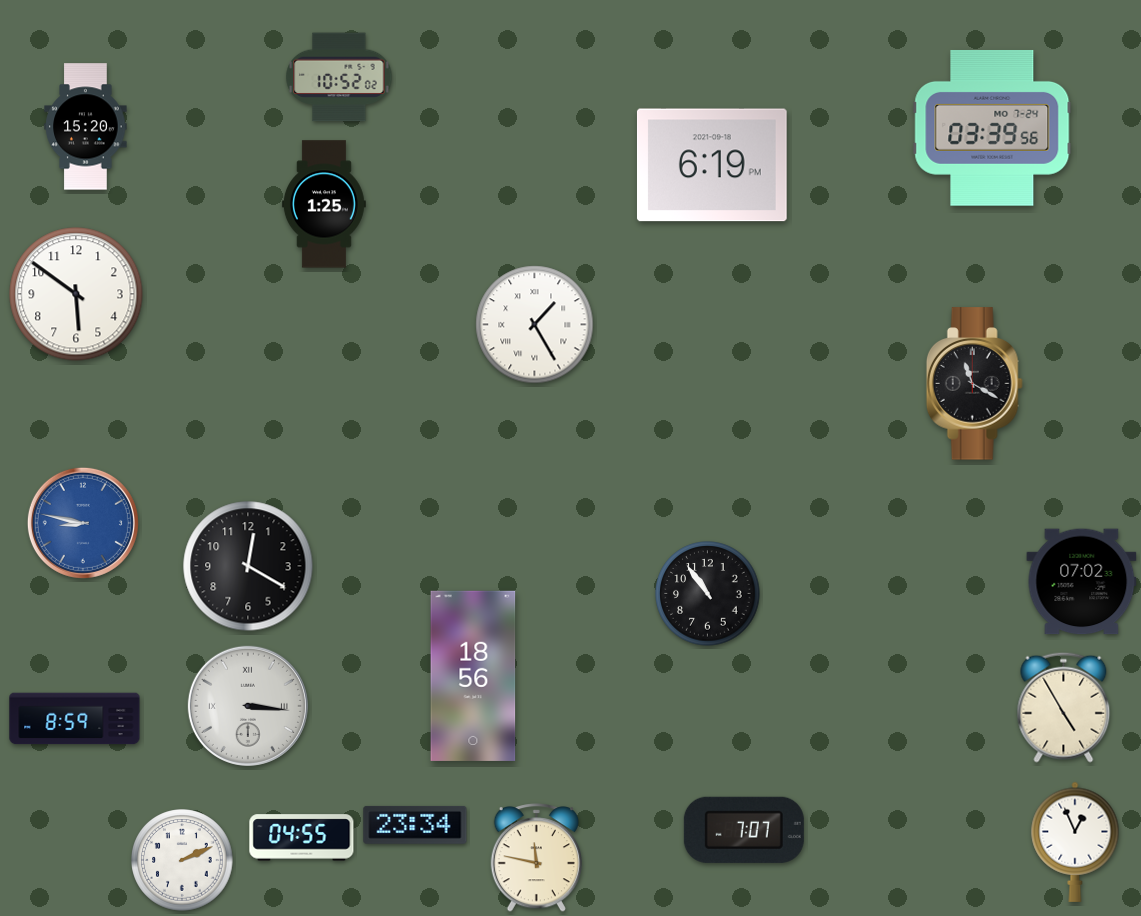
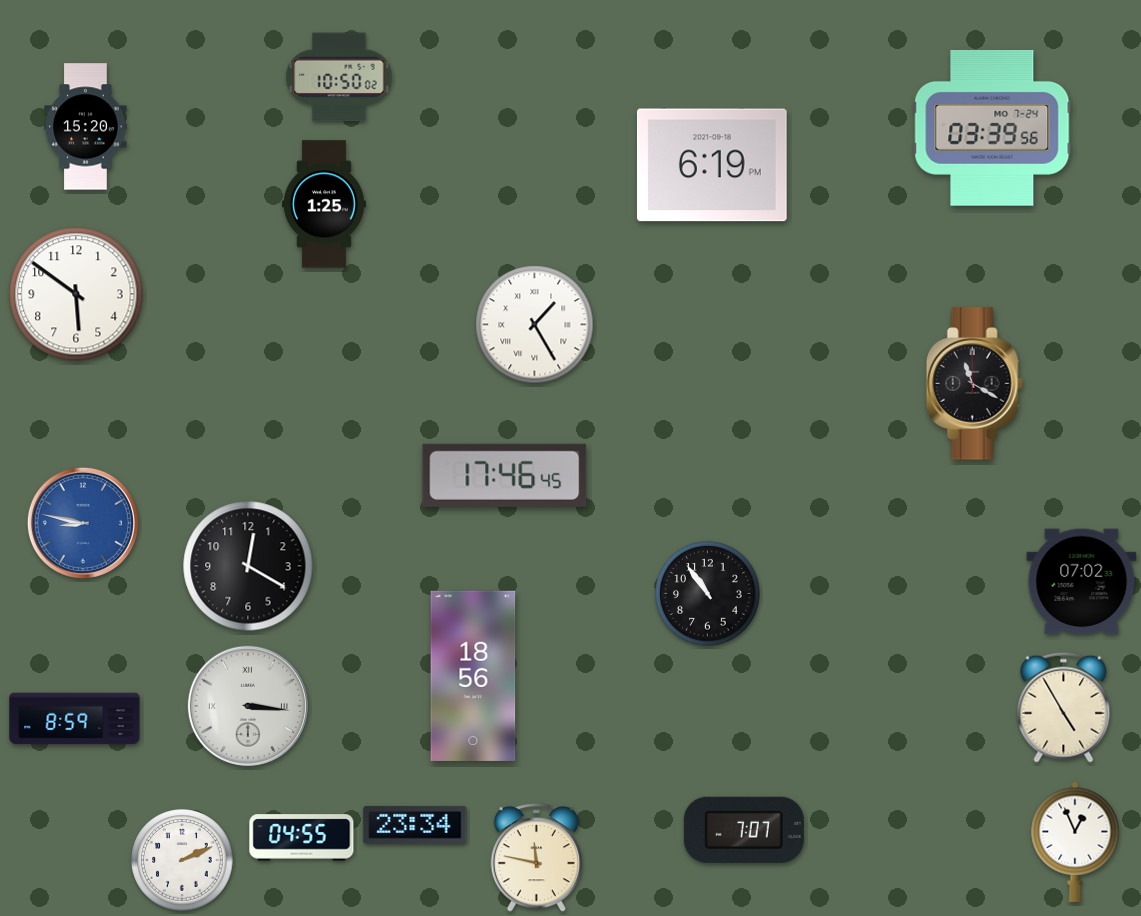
clock at (339, 77): 10:52 -> 10:50
clock at (505, 475): none -> 17:46
